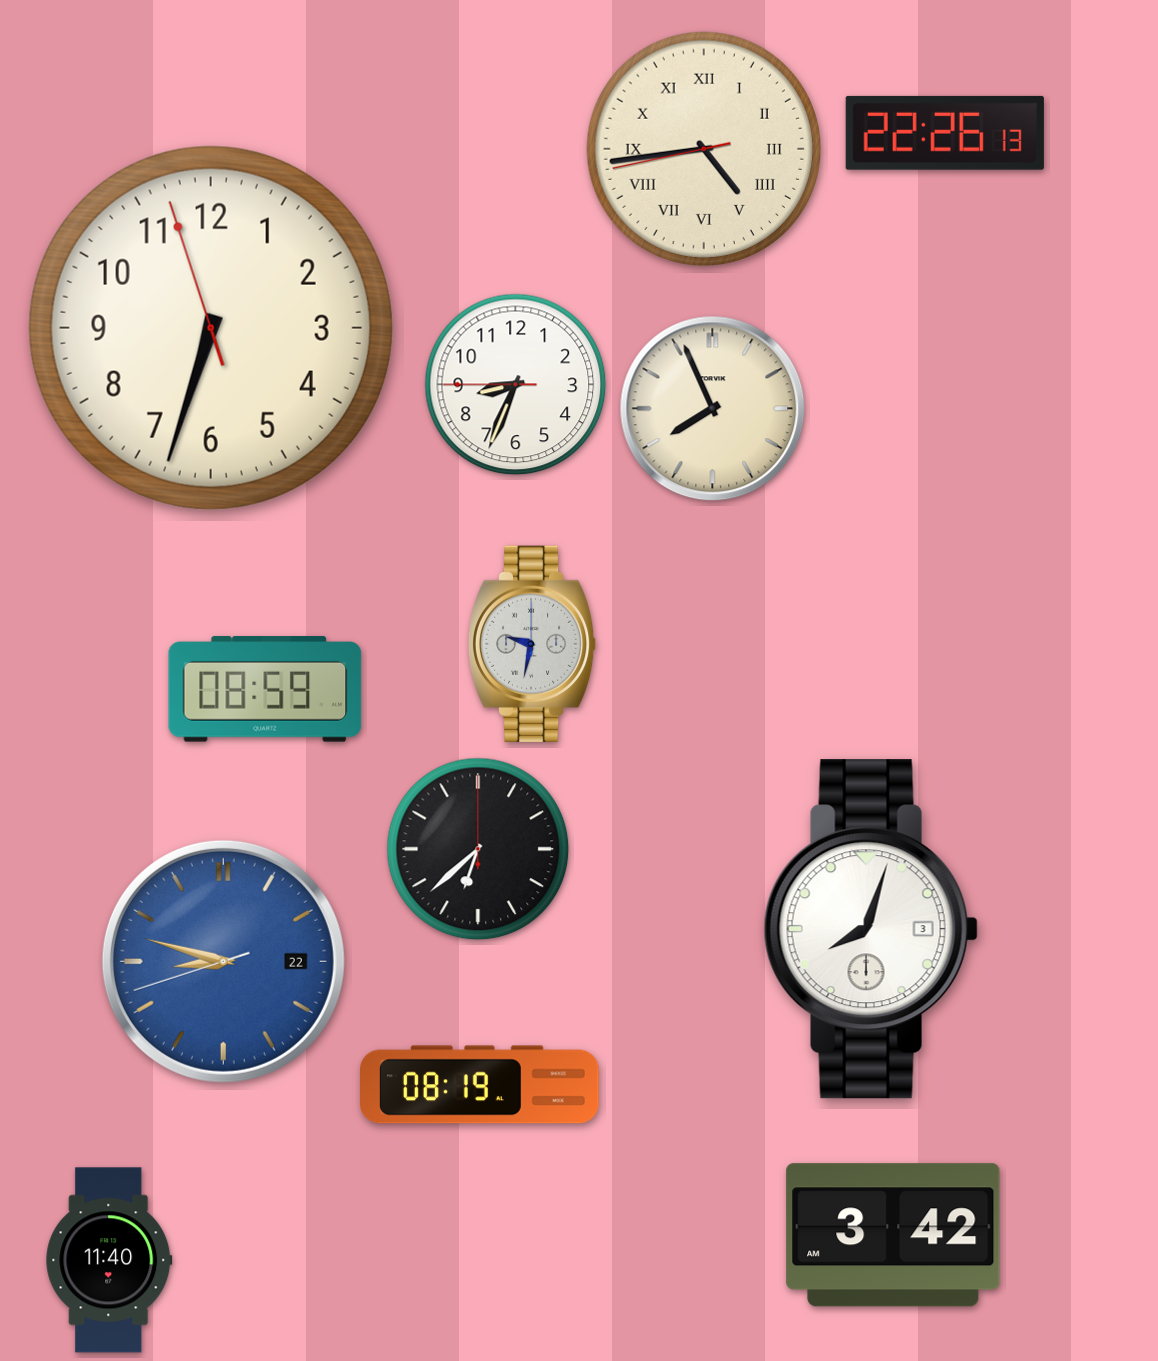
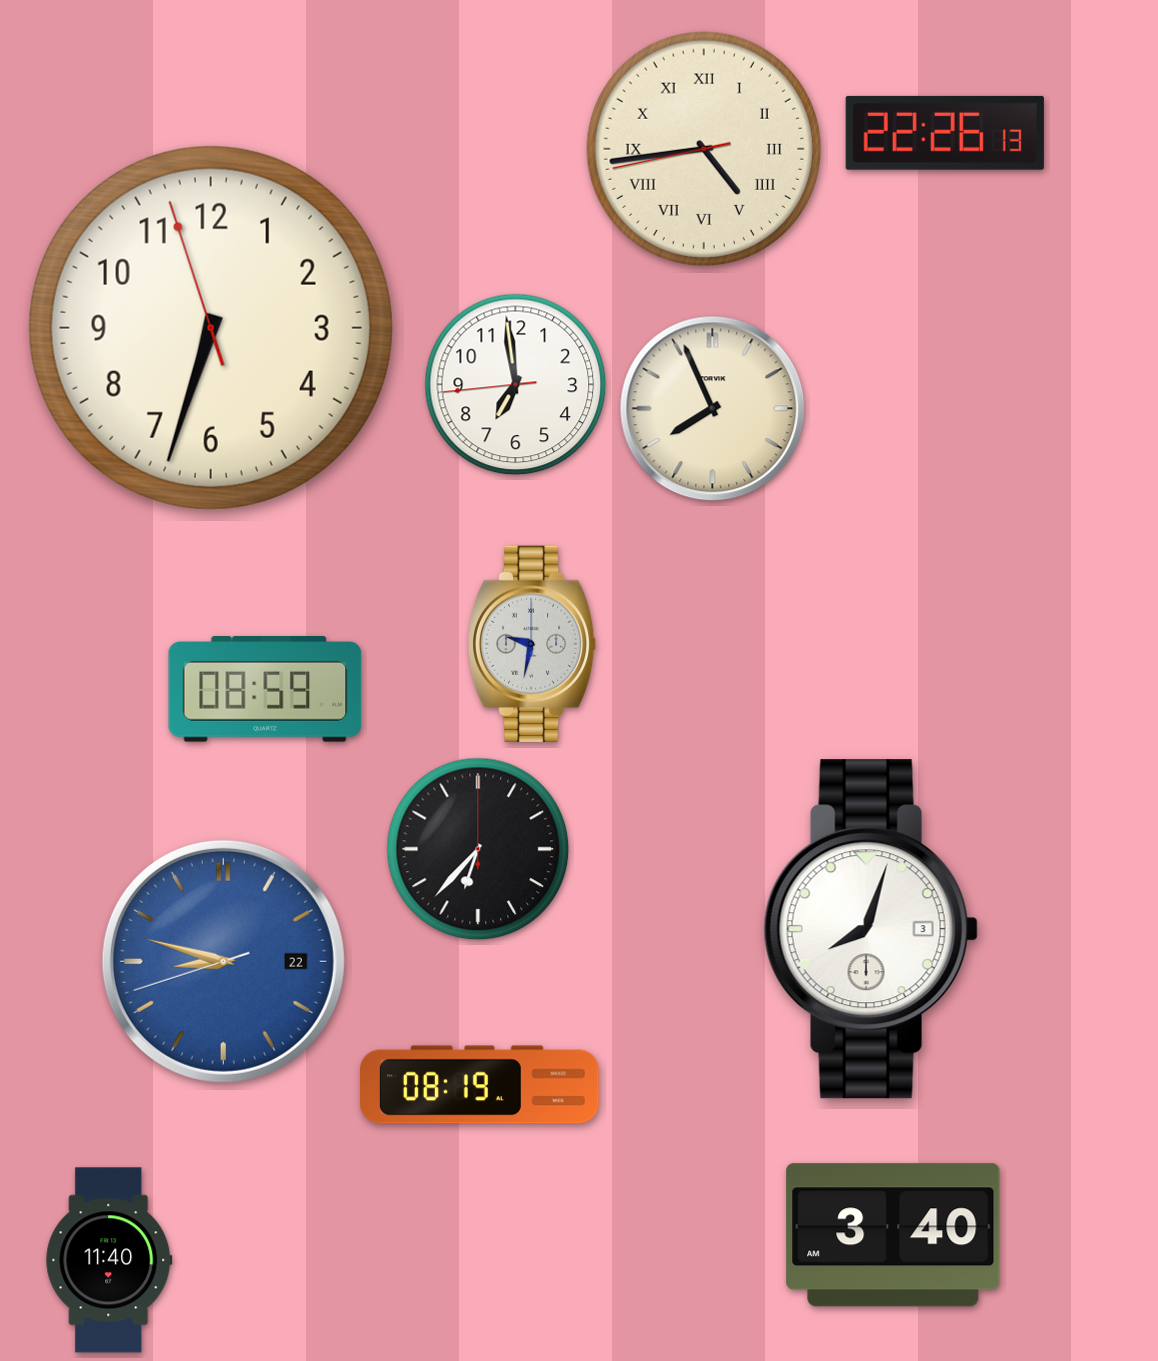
clock at (516, 385): 8:33 -> 6:58
clock at (478, 849): 6:38 -> 6:37
clock at (893, 1235): 3:42 -> 3:40
